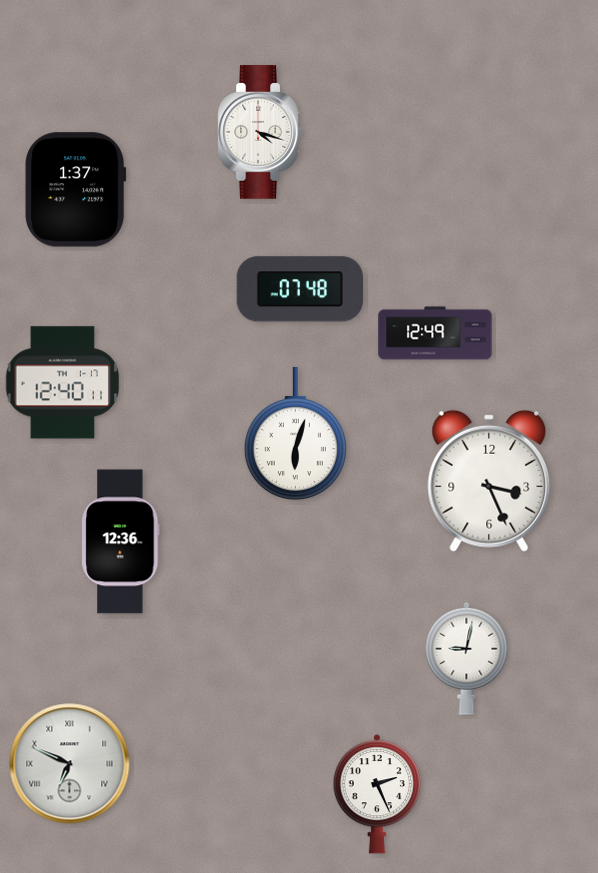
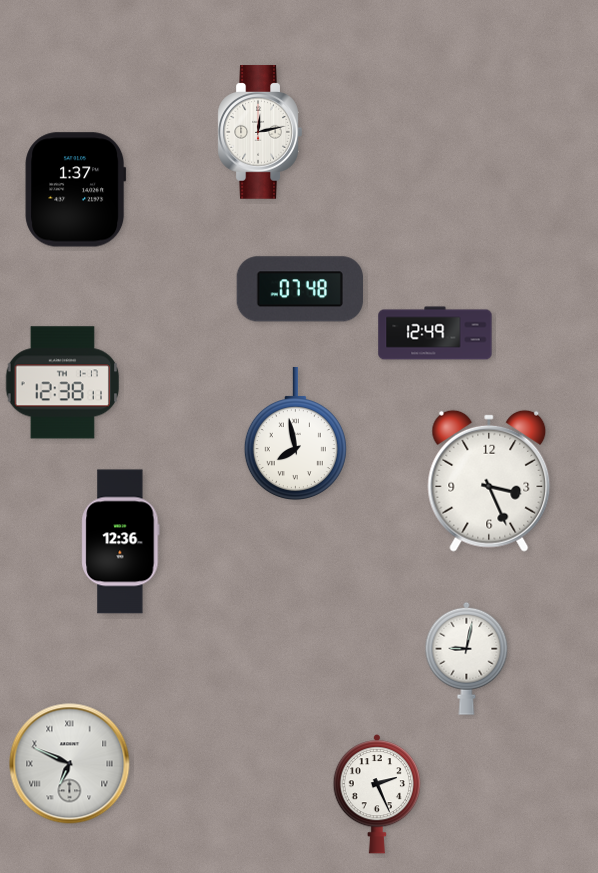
clock at (260, 132): 4:18 -> 12:13
clock at (63, 383): 12:40 -> 12:38
clock at (295, 434): 6:03 -> 7:58
